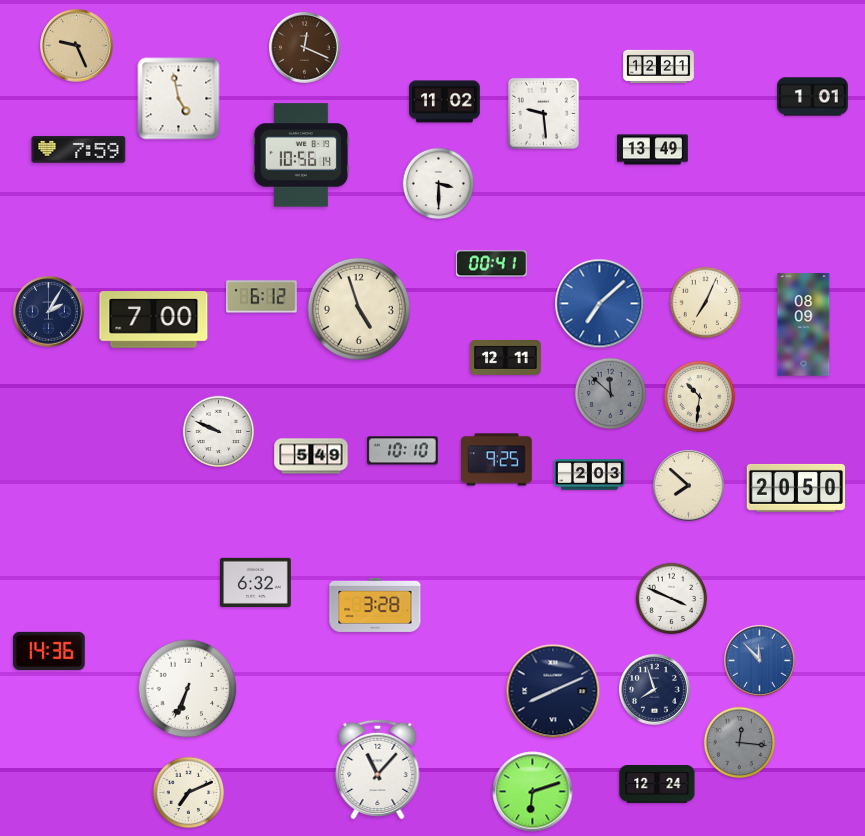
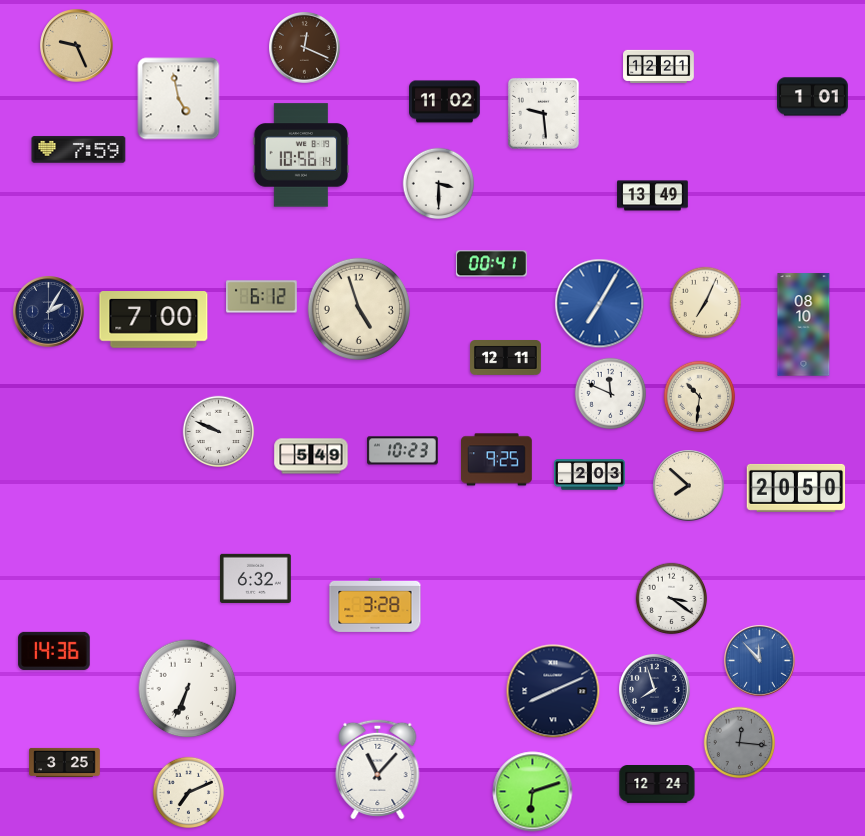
clock at (653, 150) position: (653, 150) -> (653, 196)
clock at (600, 304): 7:08 -> 7:05
clock at (804, 325): 08:09 -> 08:10
clock at (611, 394): 11:52 -> 11:49
clock at (611, 394) dial: grey -> white
clock at (403, 451): 10:10 -> 10:23
clock at (256, 582) position: (256, 582) -> (256, 578)
clock at (672, 599): 3:49 -> 3:21
clock at (49, 651) position: (49, 651) -> (54, 651)
clock at (65, 762): none -> 3:25
